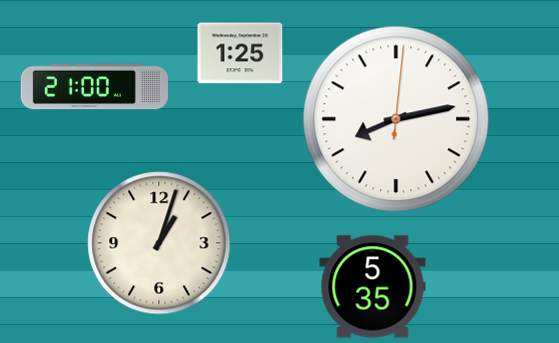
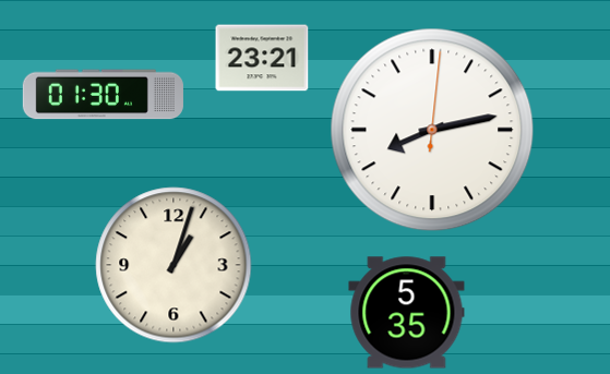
clock at (240, 53): 1:25 -> 23:21
clock at (94, 87): 21:00 -> 01:30
